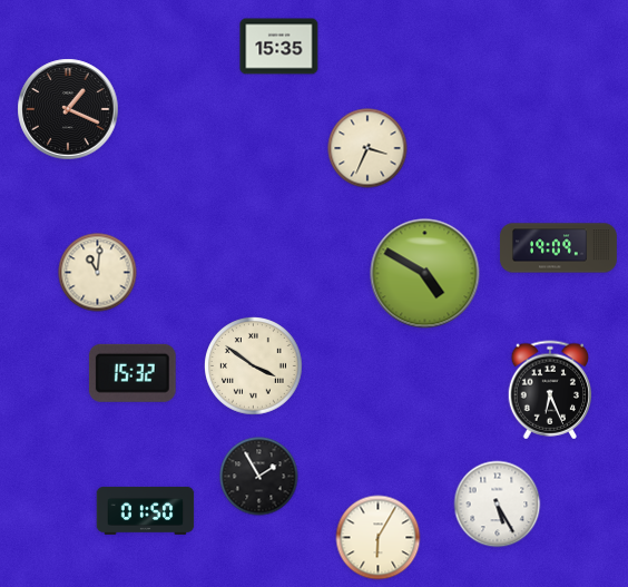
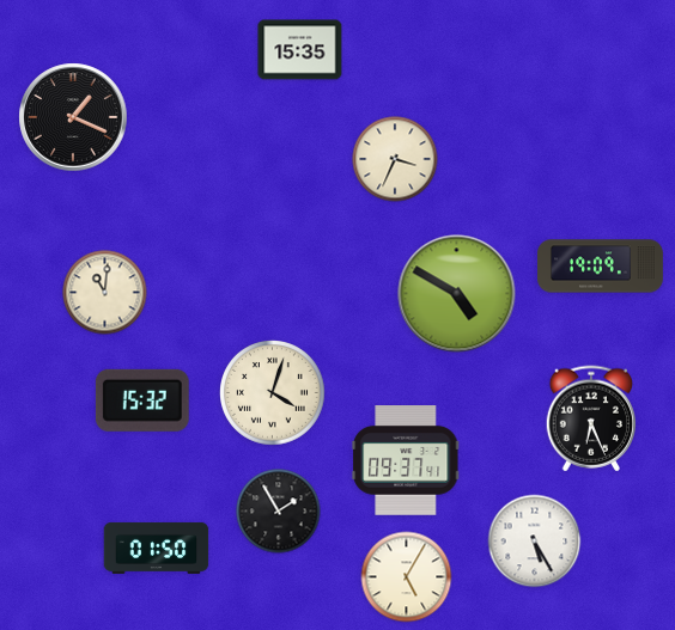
clock at (254, 366): 3:51 -> 4:03
clock at (407, 461): none -> 09:37
clock at (379, 538): 6:05 -> 5:05
